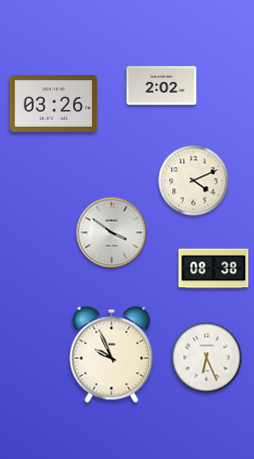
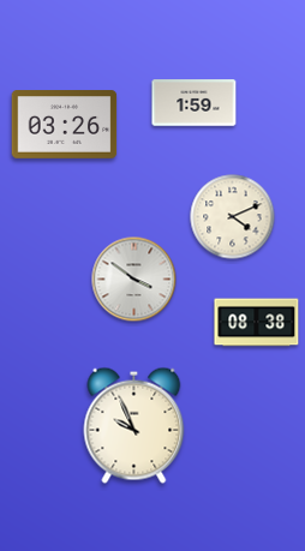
clock at (162, 86): 2:02 -> 1:59
clock at (207, 358): 6:26 -> none
